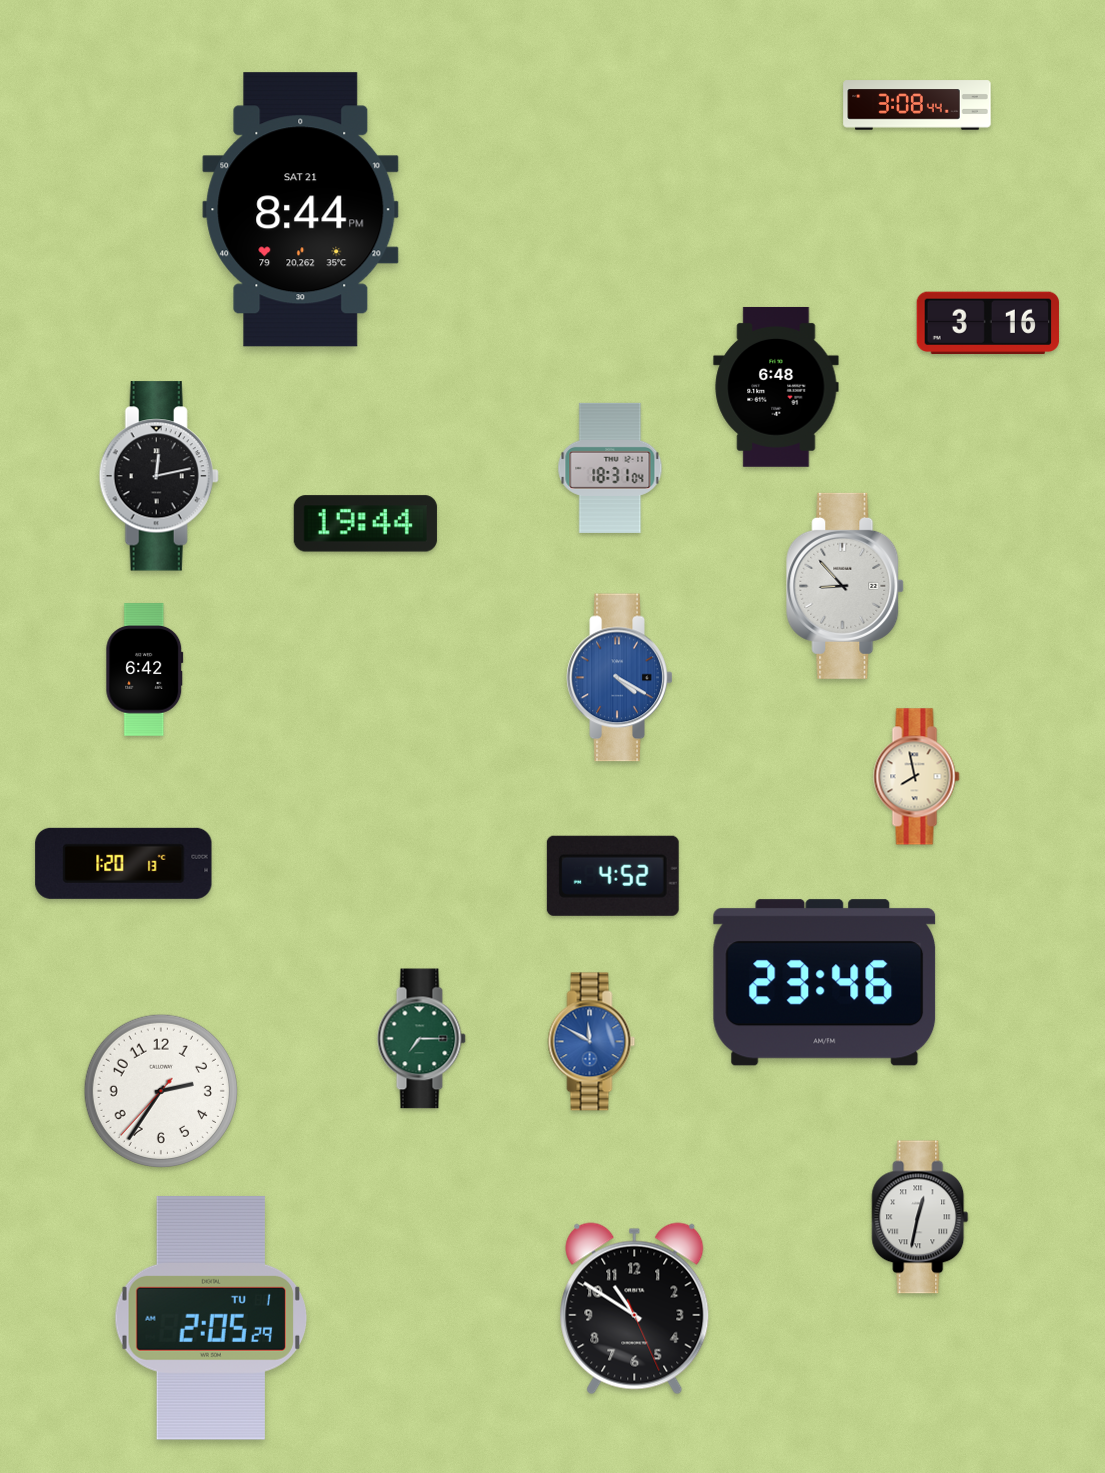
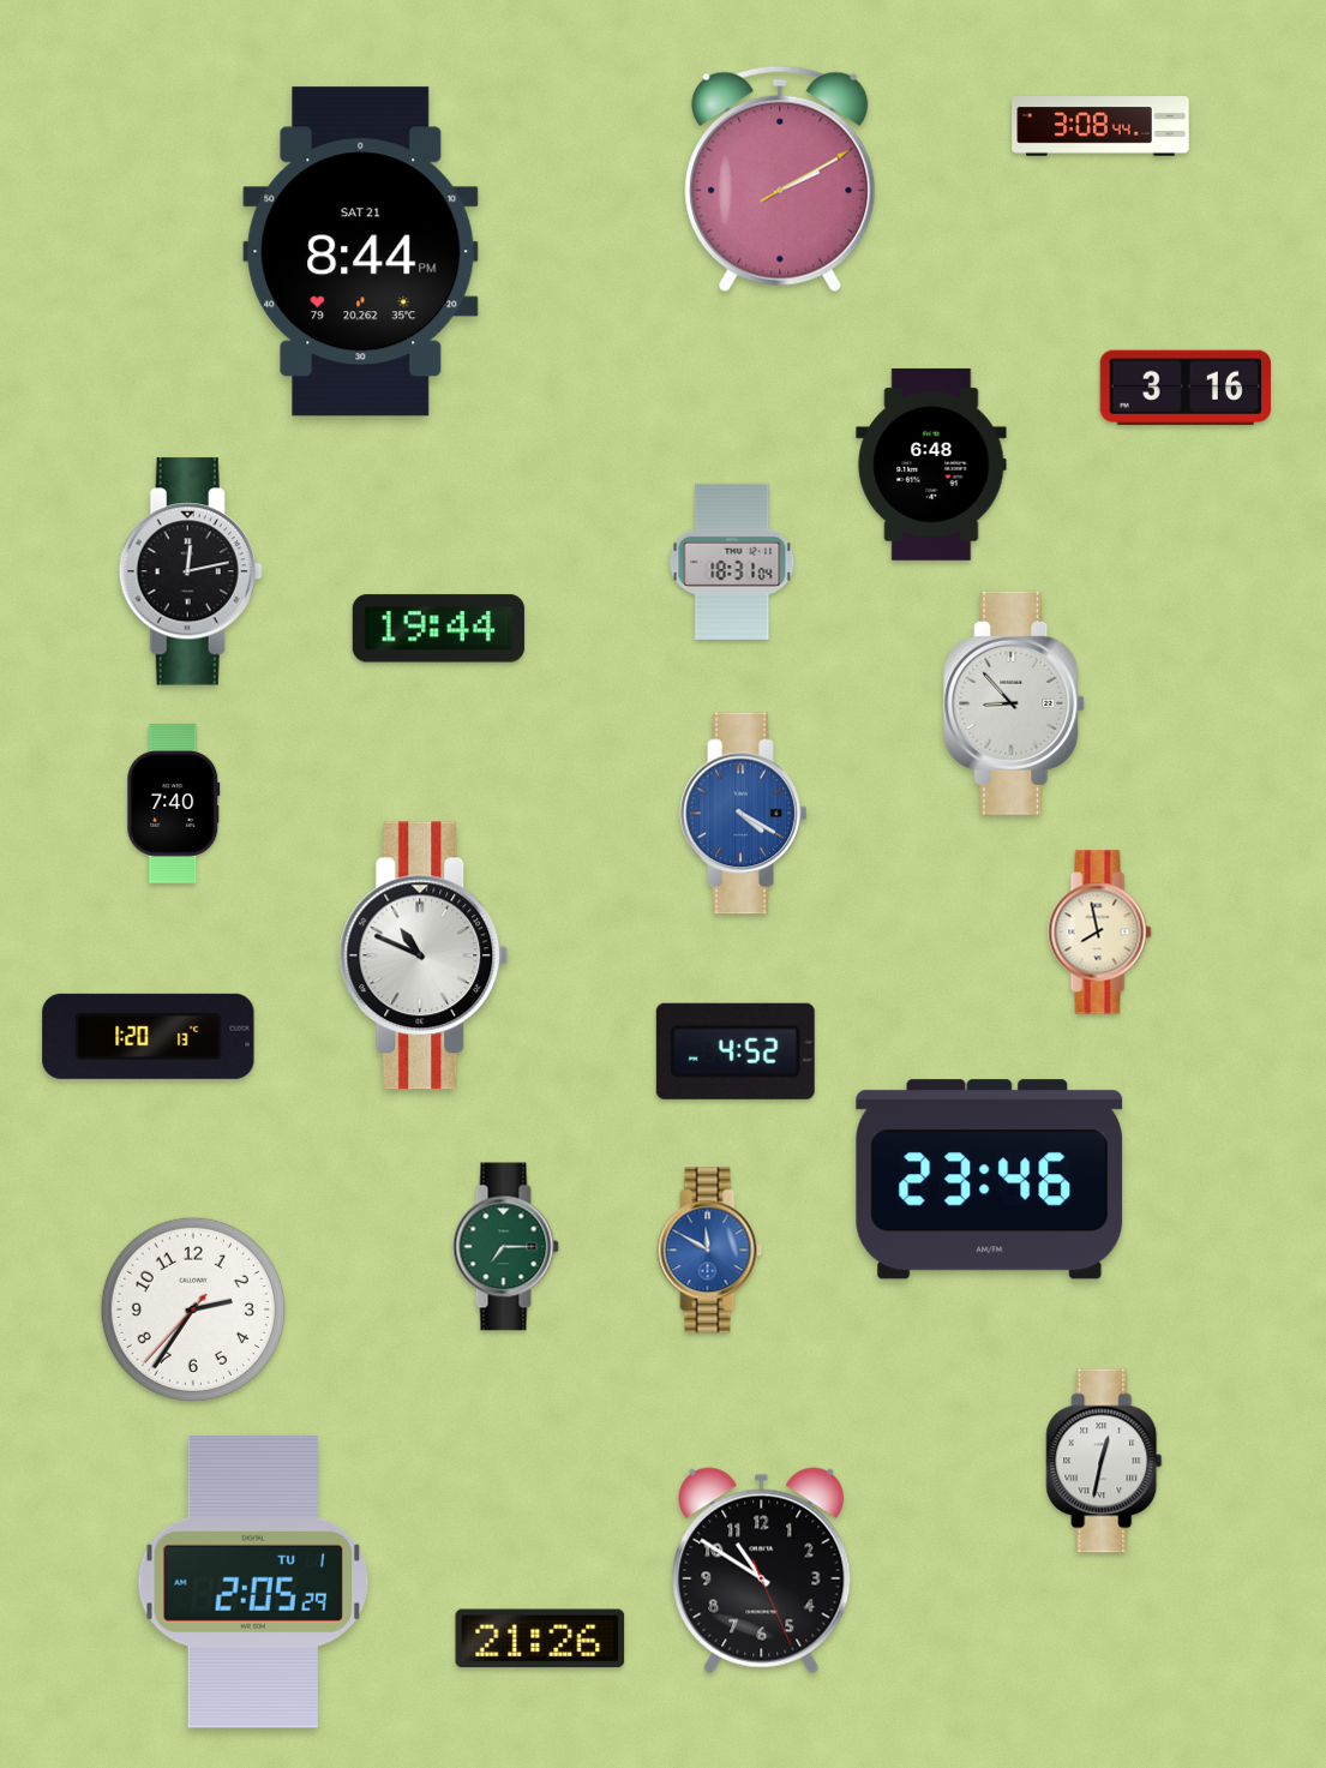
clock at (780, 179): none -> 2:10
clock at (145, 670): 6:42 -> 7:40
clock at (424, 955): none -> 10:49
clock at (540, 1638): none -> 21:26
